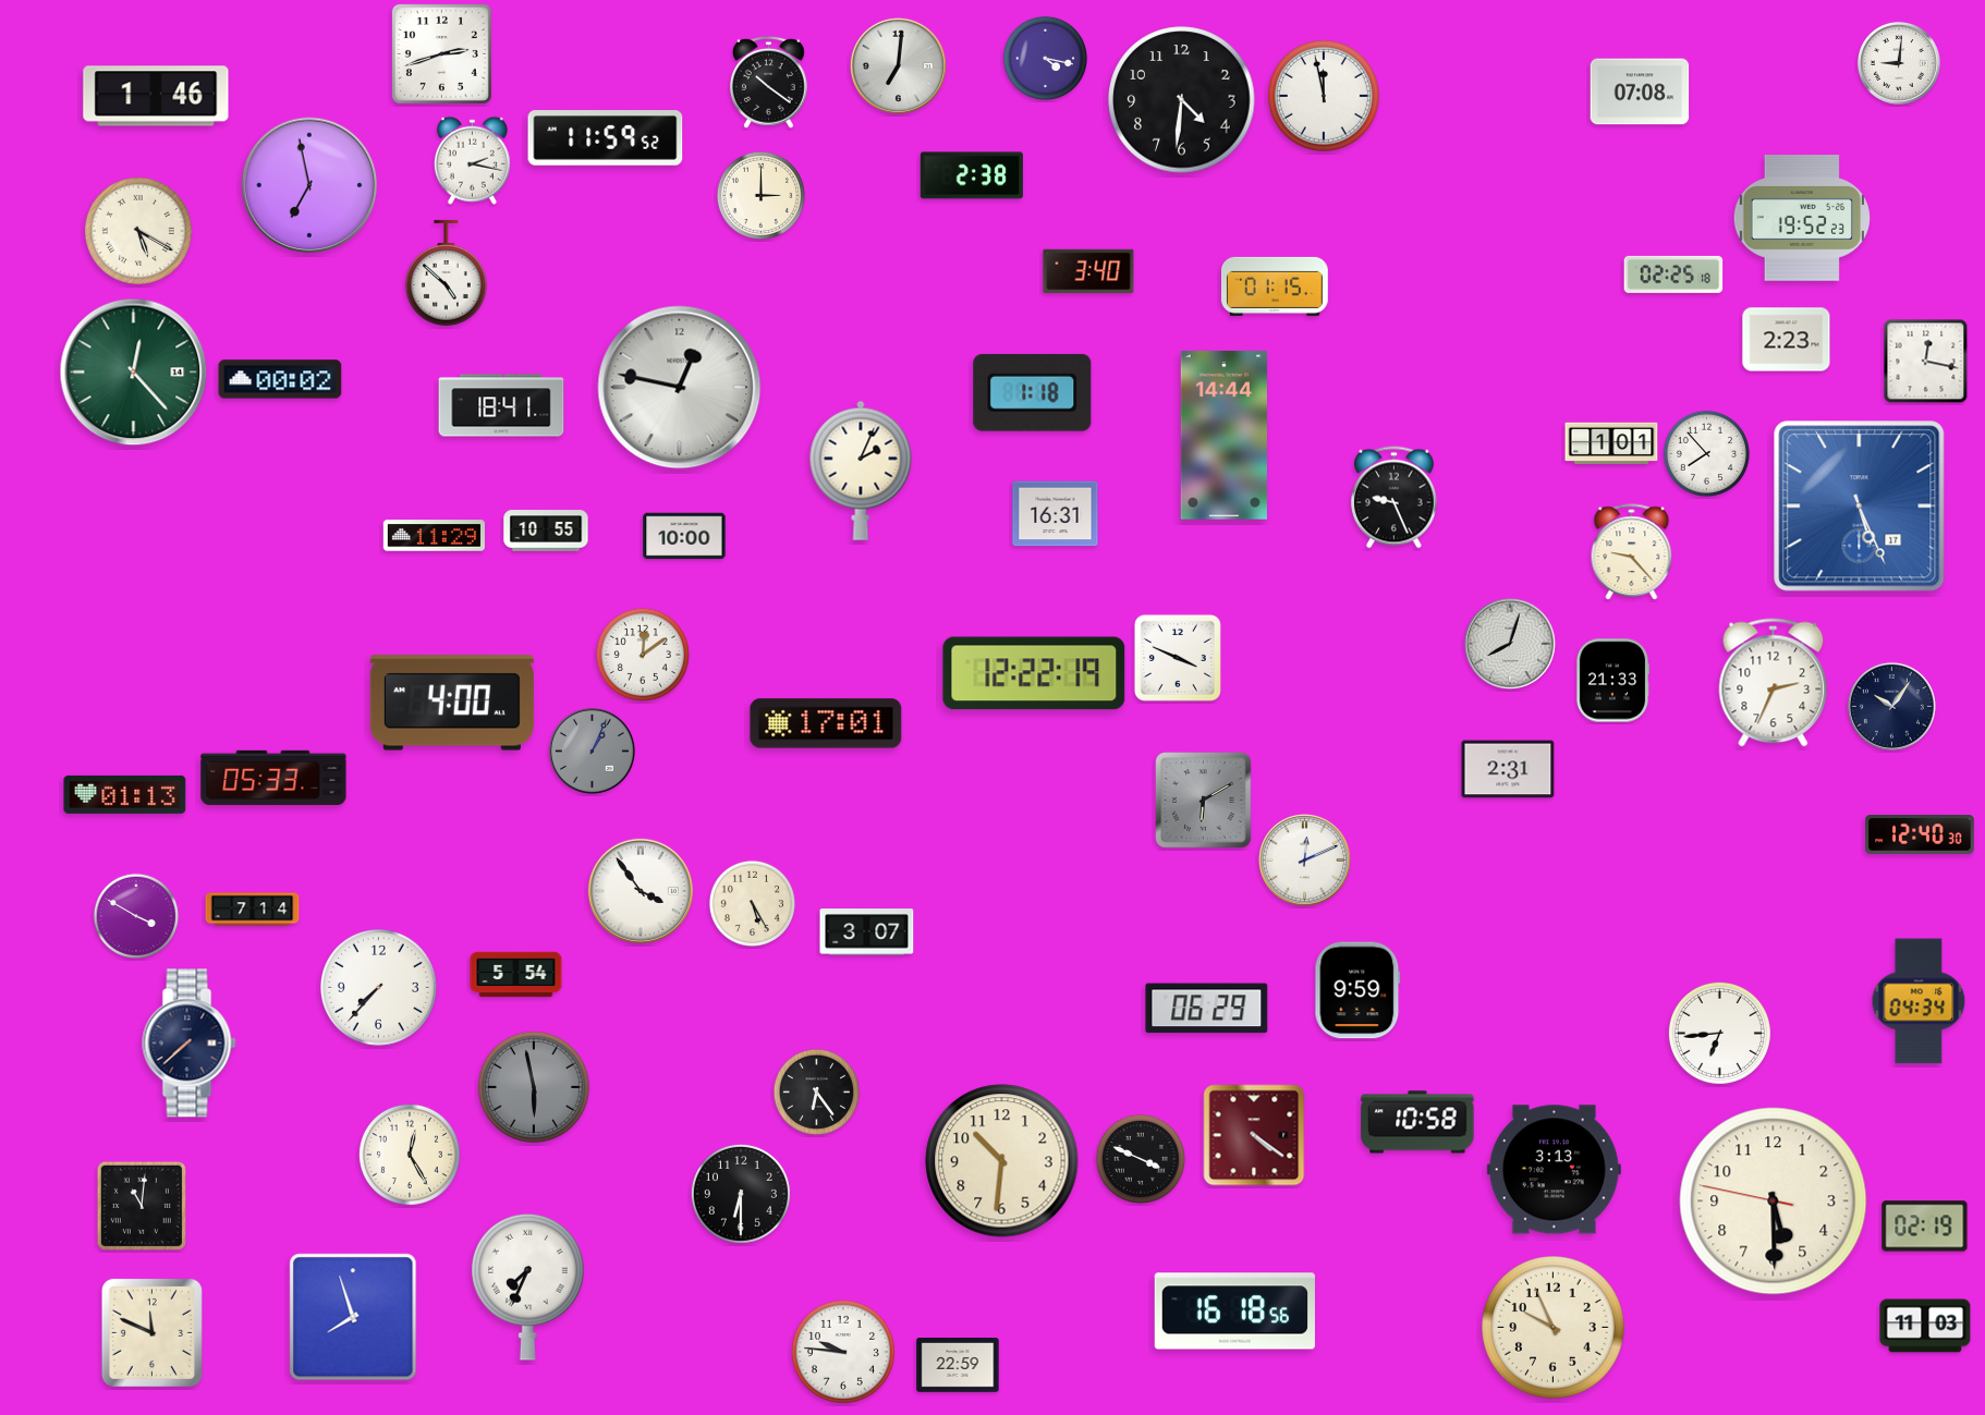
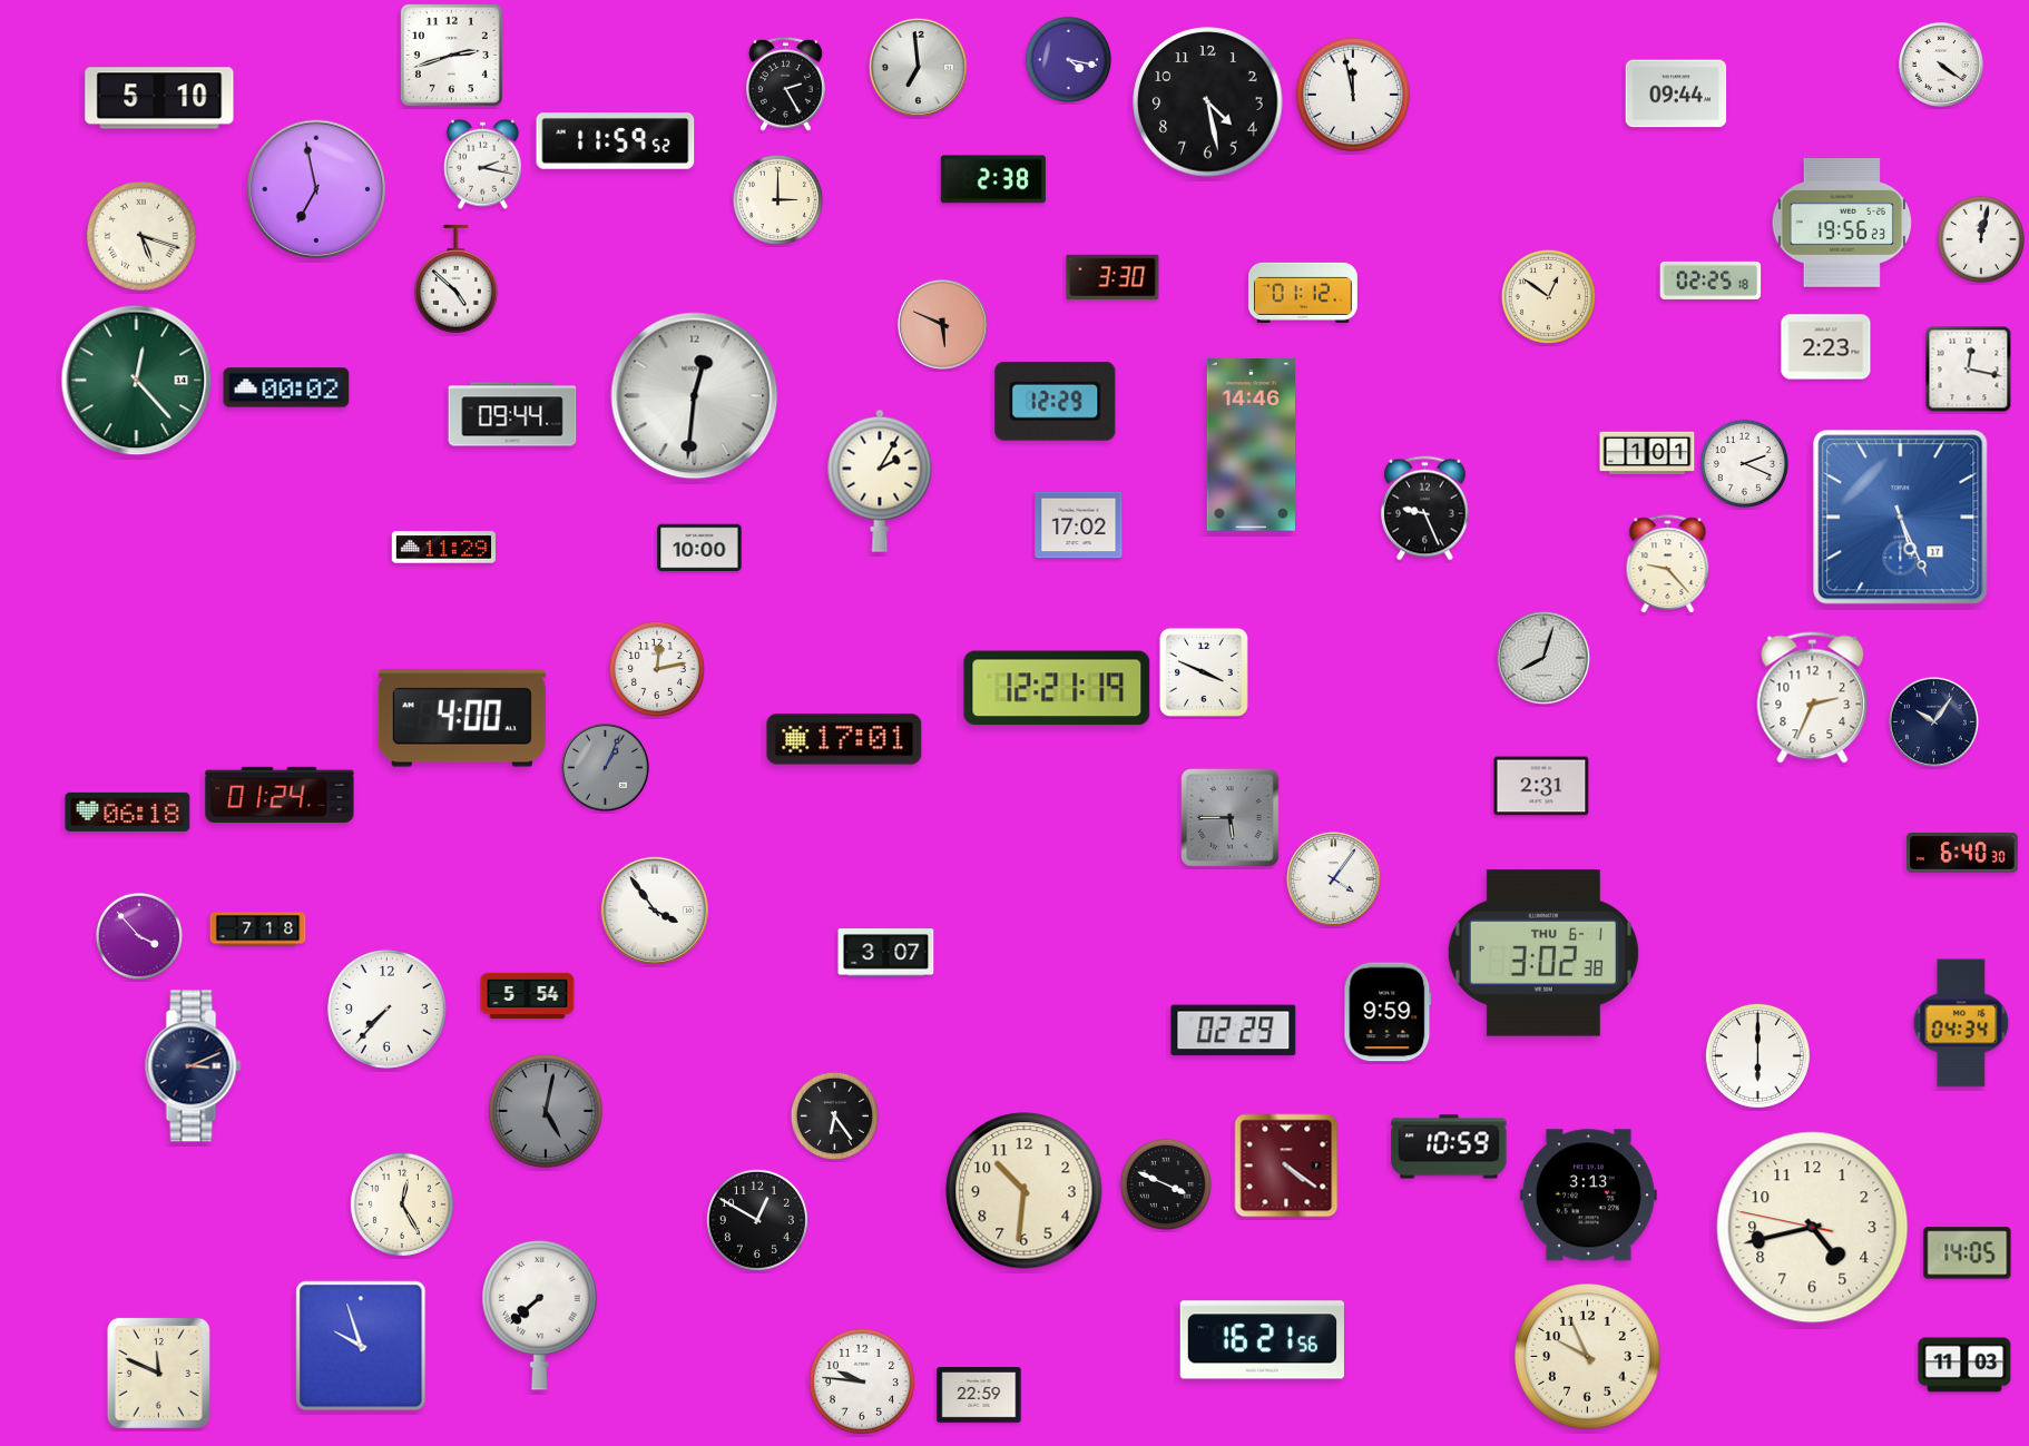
clock at (1899, 63): 9:01 -> 4:21
clock at (898, 65): 7:01 -> 6:59
clock at (768, 82): 10:21 -> 2:25
clock at (1640, 92): 07:08 -> 09:44
clock at (156, 96): 1:46 -> 5:10
clock at (1324, 96) position: (1324, 96) -> (1353, 95)
clock at (1182, 100): 4:31 -> 4:28
clock at (606, 138) position: (606, 138) -> (616, 141)
clock at (1802, 219): 19:52 -> 19:56
clock at (138, 231): 5:20 -> 5:18
clock at (1980, 238): none -> 12:02
clock at (1088, 271): 3:40 -> 3:30
clock at (1275, 286): 01:15 -> 01:12
clock at (1548, 296): none -> 12:51
clock at (942, 324): none -> 5:49
clock at (680, 388): 12:47 -> 12:31
clock at (1033, 392): 1:18 -> 12:29
clock at (501, 405): 18:41 -> 09:44
clock at (1223, 436): 14:44 -> 14:46
clock at (1706, 453): 7:53 -> 2:19
clock at (861, 471): 2:04 -> 2:05
clock at (1056, 514): 16:31 -> 17:02
clock at (546, 530): 10:55 -> none
clock at (643, 655): 12:09 -> 12:13
clock at (1034, 673): 12:22 -> 12:21
clock at (1612, 681): 21:33 -> none
clock at (273, 778): 05:33 -> 01:24
clock at (125, 794): 01:13 -> 06:18
clock at (1204, 801): 6:10 -> 5:45
clock at (1920, 835): 12:40 -> 6:40
clock at (1304, 859): 12:11 -> 4:06
clock at (752, 903): 5:25 -> none
clock at (253, 910): 7:14 -> 7:18
clock at (135, 915): 3:50 -> 3:53
clock at (1543, 954): none -> 3:02
clock at (1207, 1009): 06:29 -> 02:29
clock at (1719, 1033): 6:44 -> 6:00
clock at (190, 1044): 7:38 -> 3:11
clock at (534, 1087): 5:58 -> 5:02
clock at (1417, 1122): 10:58 -> 10:59
clock at (1254, 1135) position: (1254, 1135) -> (1286, 1165)
clock at (410, 1155) position: (410, 1155) -> (402, 1204)
clock at (1002, 1161) position: (1002, 1161) -> (1025, 1191)
clock at (741, 1194): 6:30 -> 12:50
clock at (1774, 1201): 5:29 -> 4:42
clock at (142, 1206): 11:01 -> none
clock at (1925, 1227): 02:19 -> 14:05
clock at (528, 1286): 7:34 -> 7:38
clock at (1234, 1312): 16:18 -> 16:21
clock at (353, 1317): 7:57 -> 9:57
clock at (1925, 1326) position: (1925, 1326) -> (1964, 1365)
clock at (151, 1332) position: (151, 1332) -> (158, 1373)
